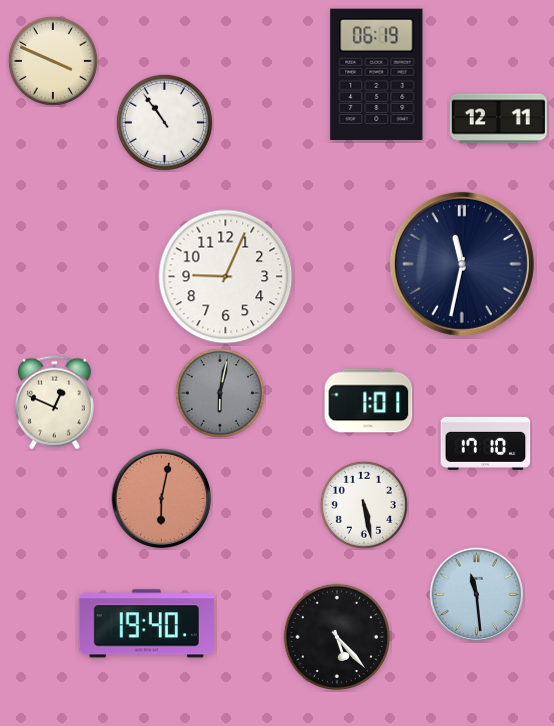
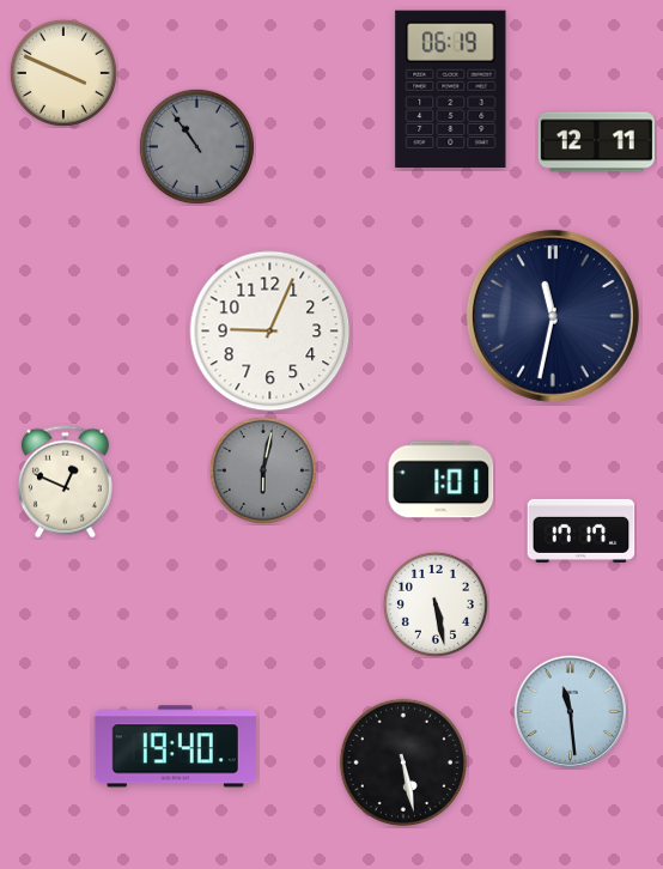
clock at (164, 122) dial: white -> grey
clock at (486, 443): 17:10 -> 17:17
clock at (162, 499): 6:02 -> none
clock at (336, 636): 5:23 -> 5:28
